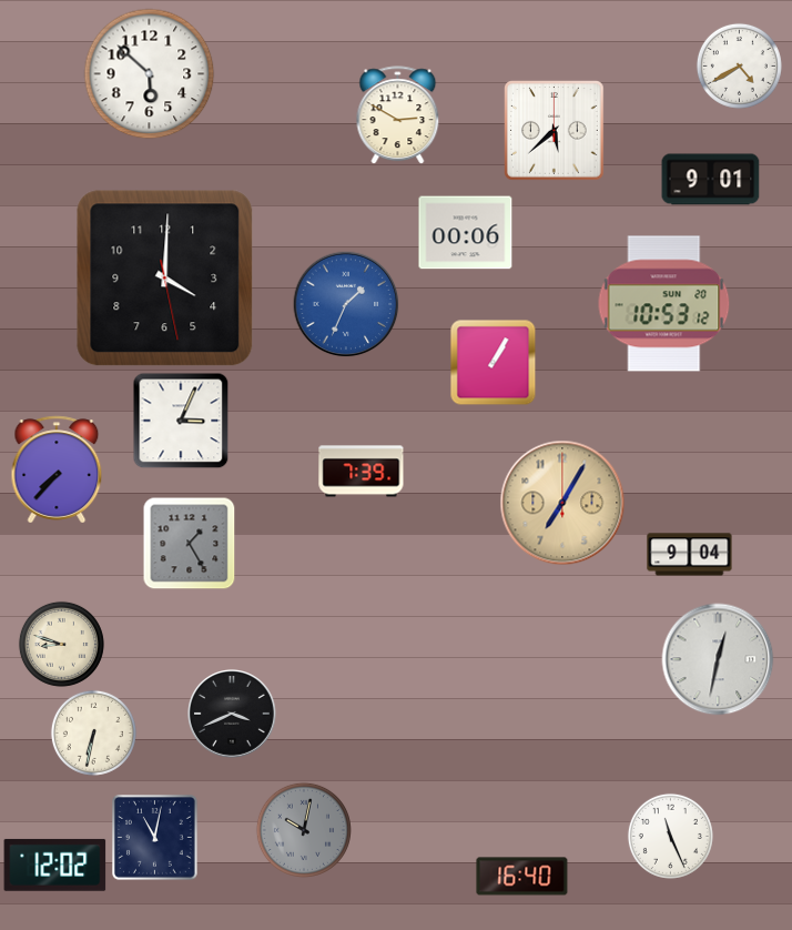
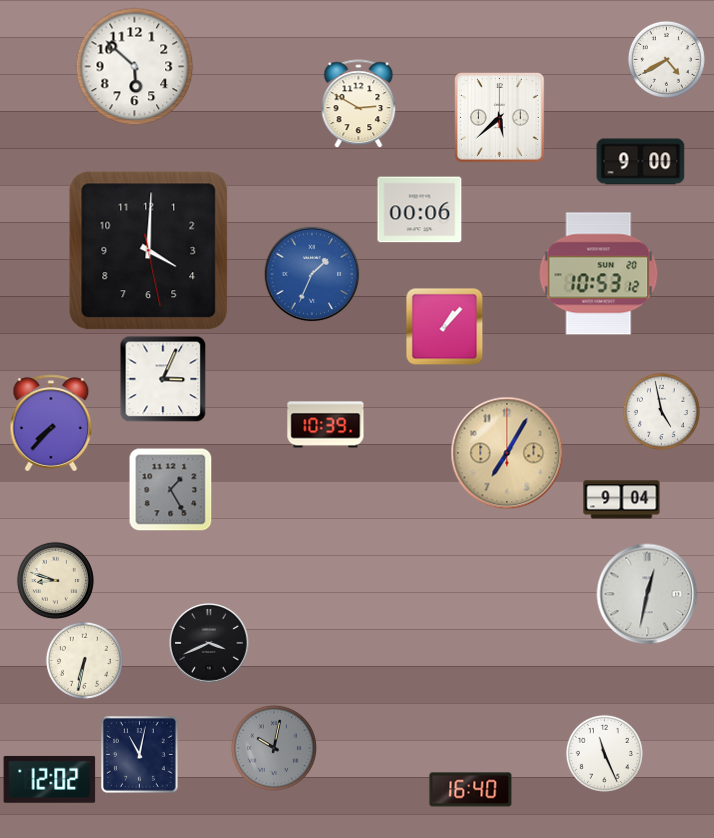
clock at (711, 180): 9:01 -> 9:00
clock at (493, 362): 1:05 -> 1:07
clock at (661, 411): none -> 4:58
clock at (362, 472): 7:39 -> 10:39
